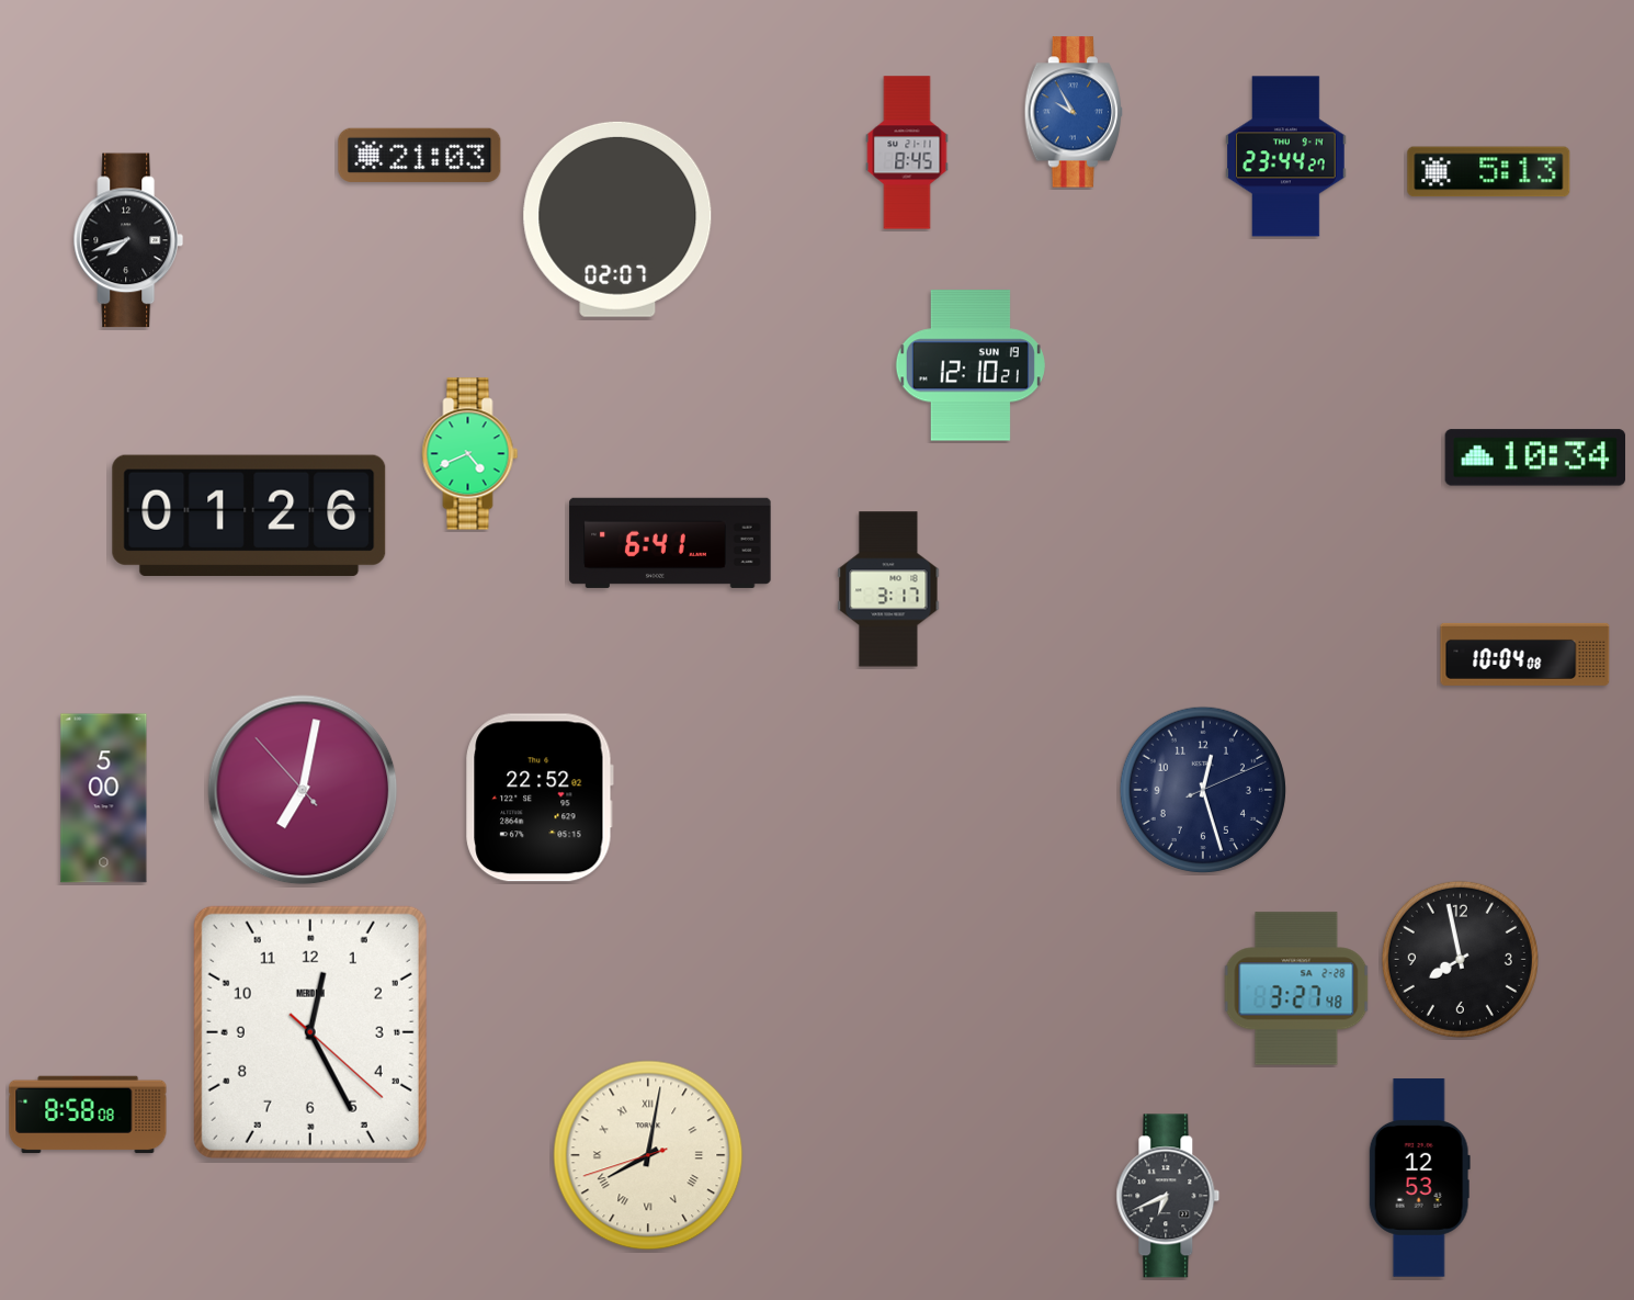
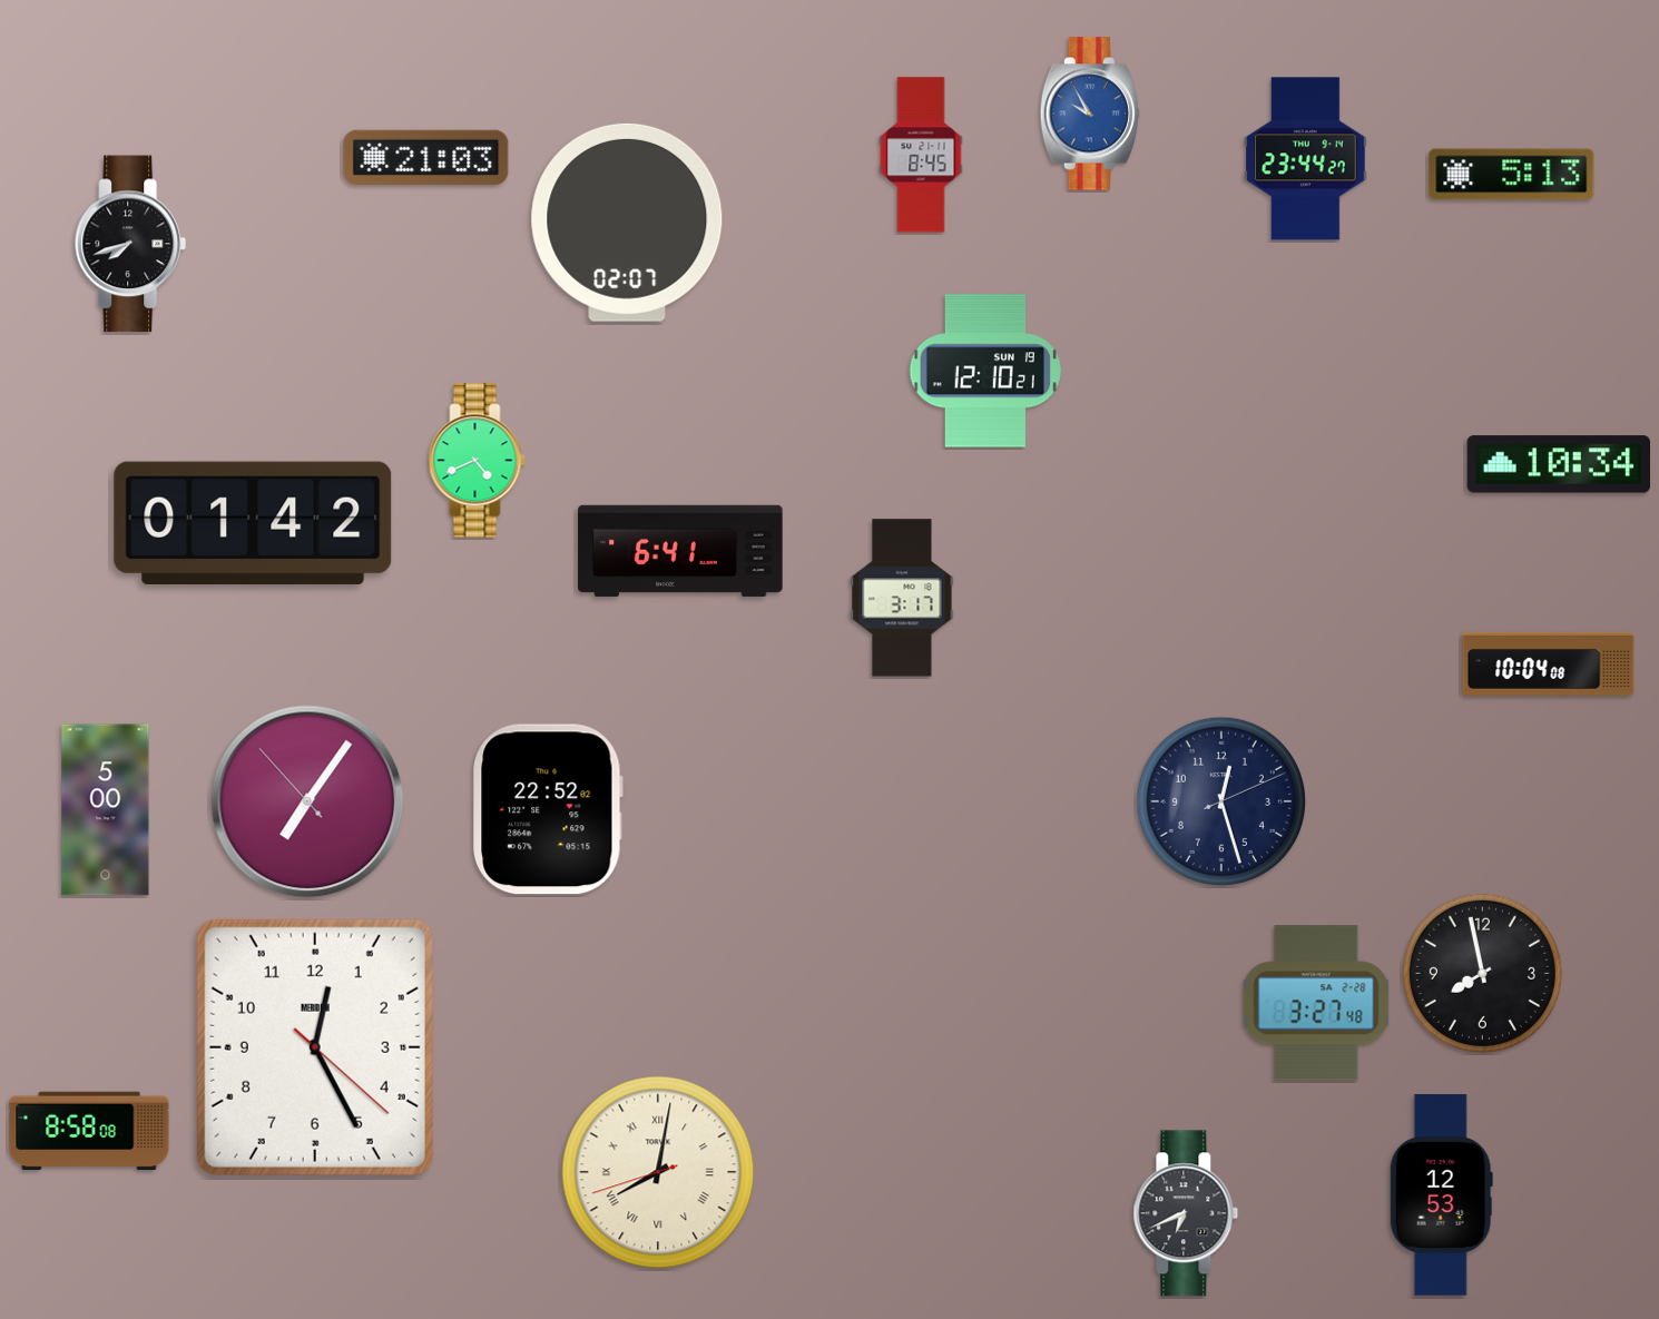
clock at (249, 516): 01:26 -> 01:42
clock at (303, 790): 7:01 -> 7:05
